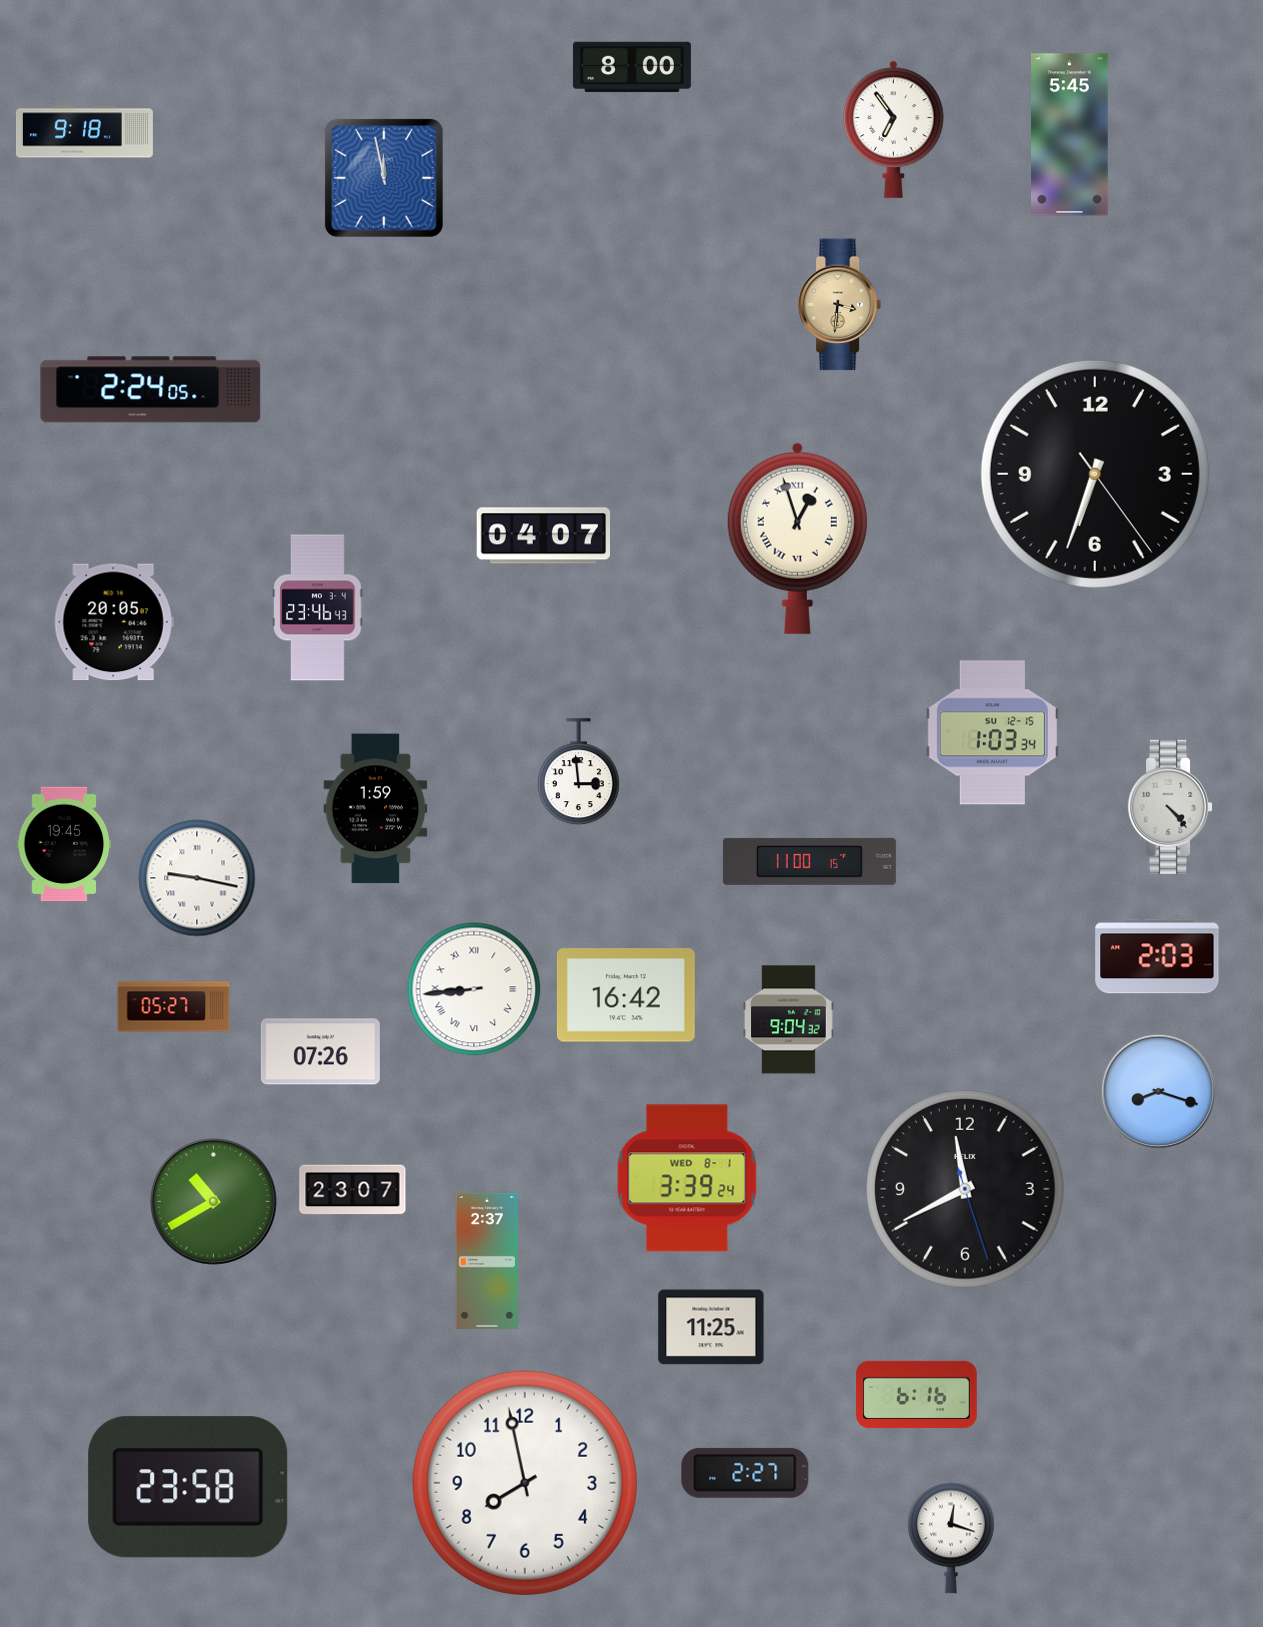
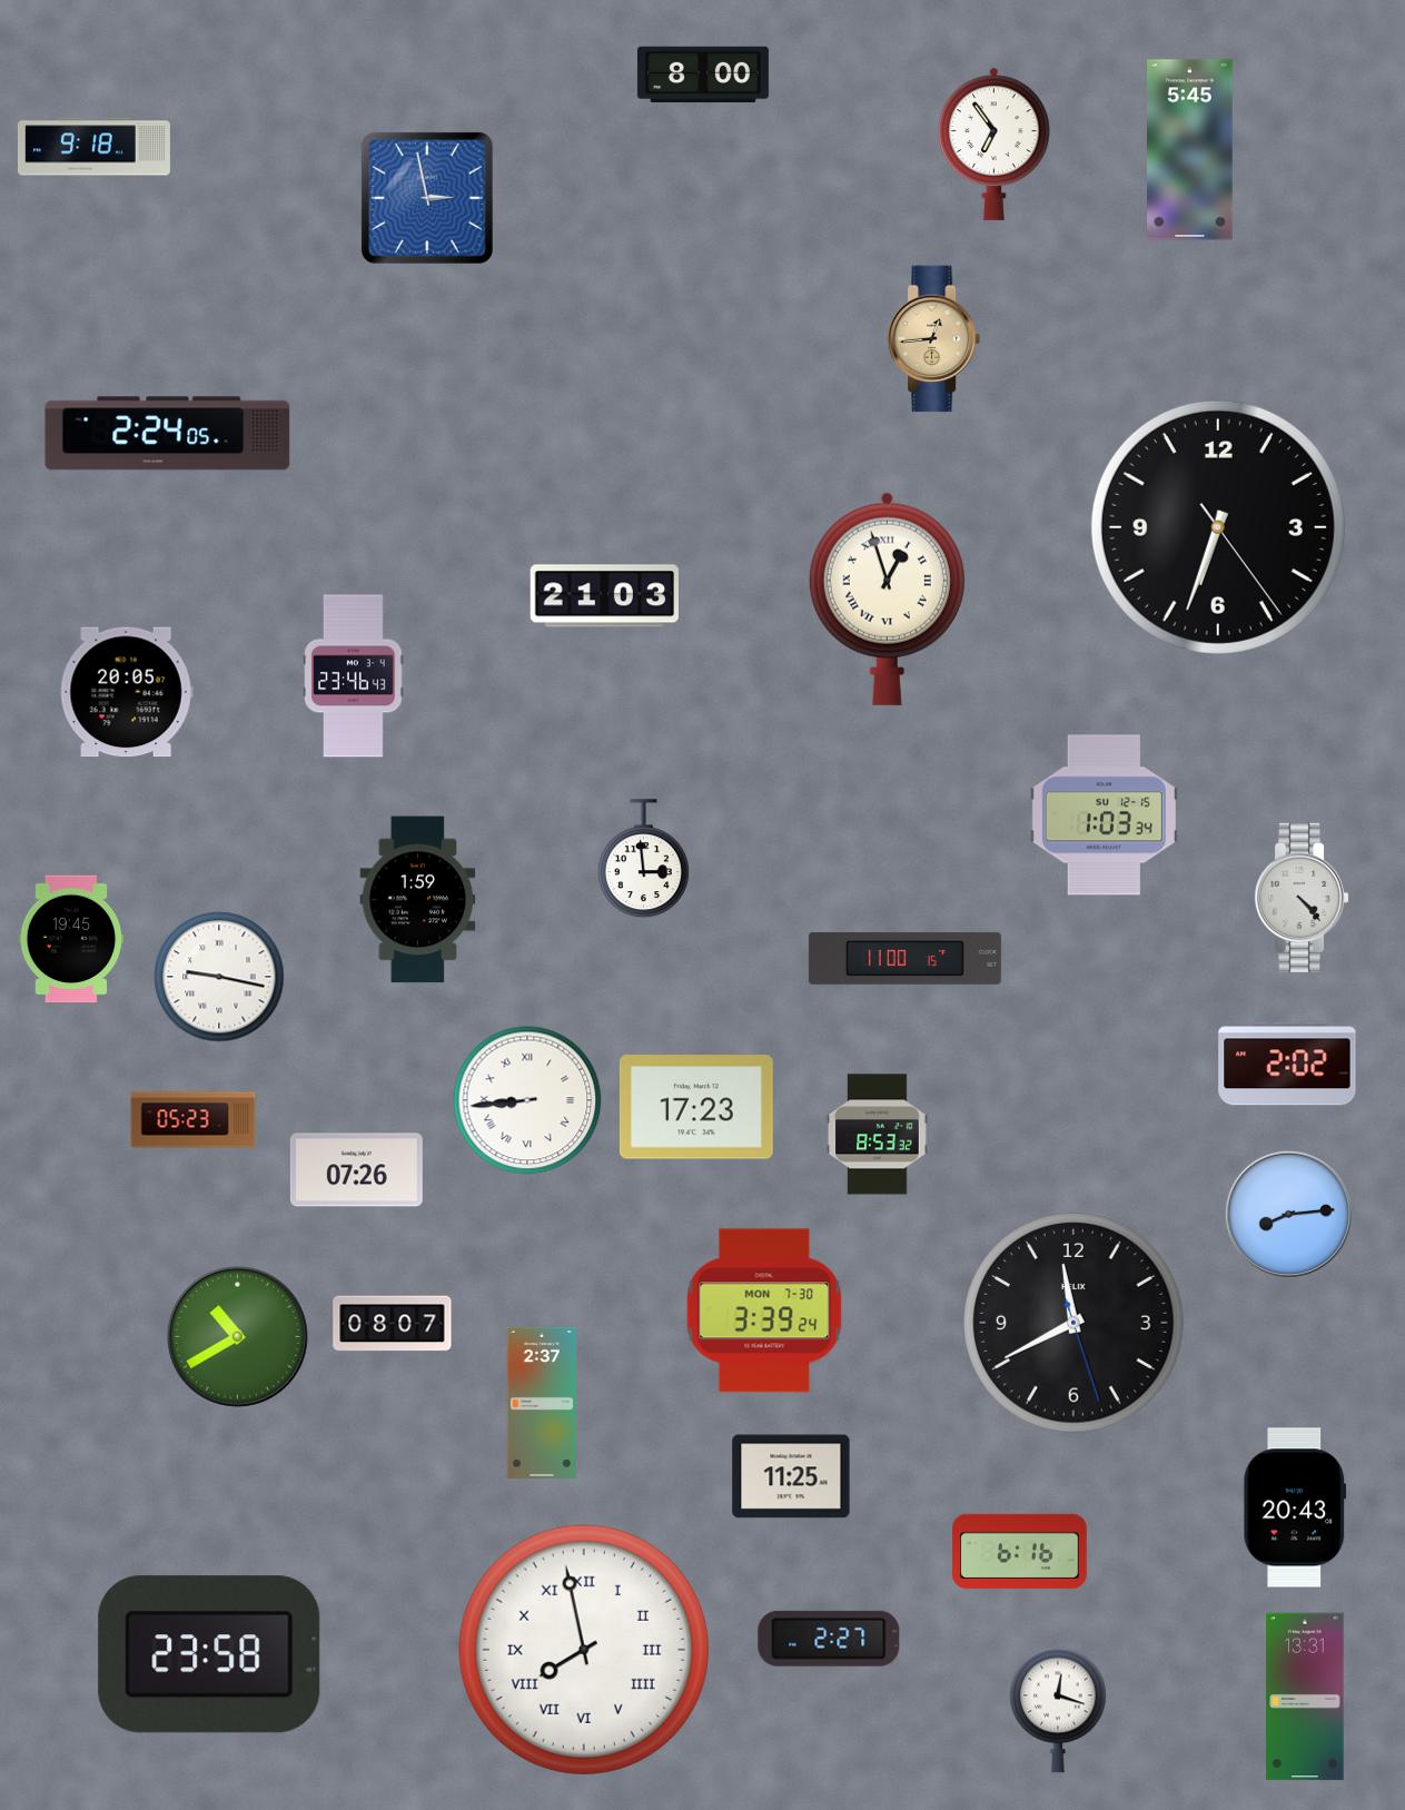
clock at (384, 178): 11:58 -> 2:58
clock at (840, 305): 3:31 -> 12:44
clock at (543, 536): 04:07 -> 21:03
clock at (809, 861) position: (809, 861) -> (904, 958)
clock at (1157, 956): 2:03 -> 2:02
clock at (626, 995): 16:42 -> 17:23
clock at (174, 1007): 05:27 -> 05:23
clock at (788, 1020): 9:04 -> 8:53
clock at (1158, 1091): 8:18 -> 8:14
clock at (687, 1178) date: WED 8-1 -> MON 7-30
clock at (353, 1190): 23:07 -> 08:07
clock at (1295, 1507): none -> 20:43
clock at (525, 1483) numerals: Arabic -> Roman
clock at (1305, 1697): none -> 13:31
